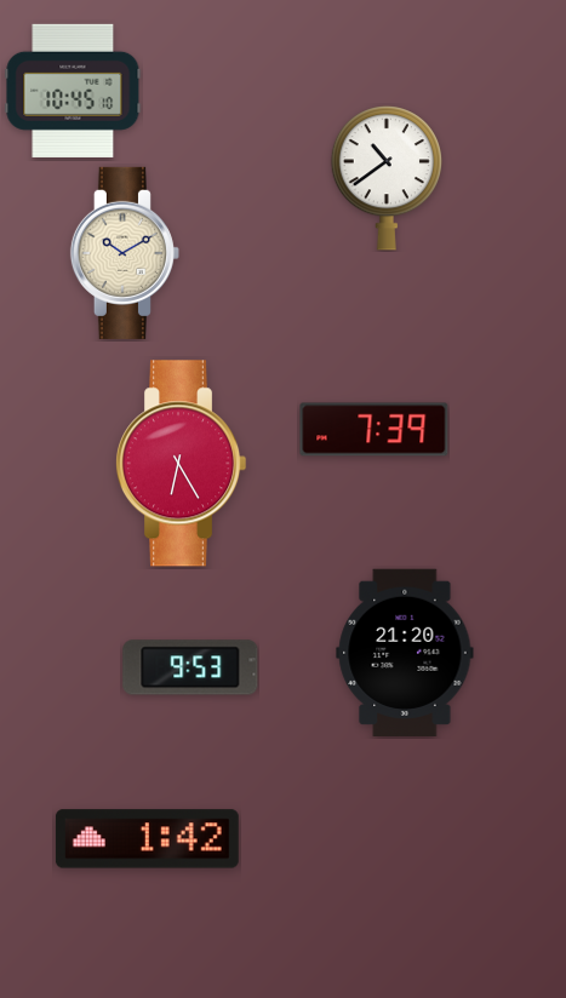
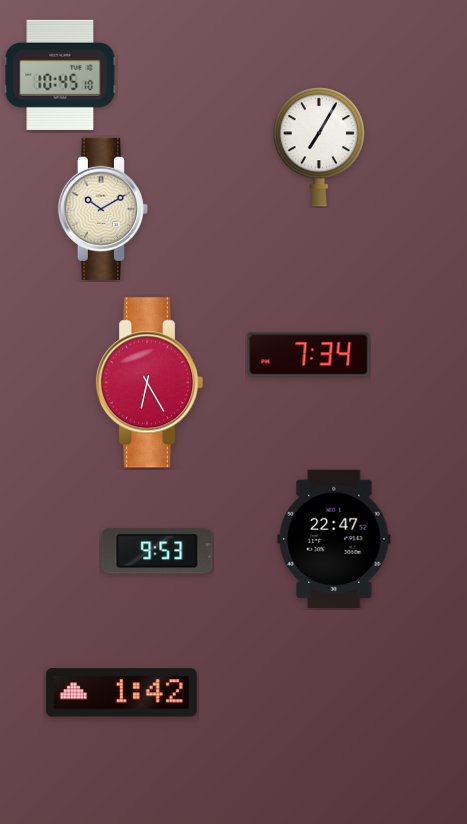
clock at (385, 178): 10:39 -> 7:05
clock at (375, 430): 7:39 -> 7:34
clock at (405, 653): 21:20 -> 22:47
